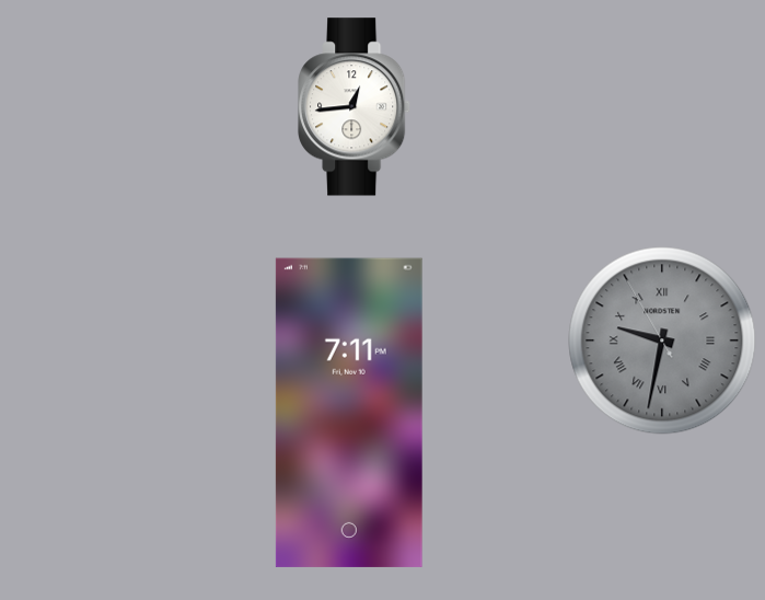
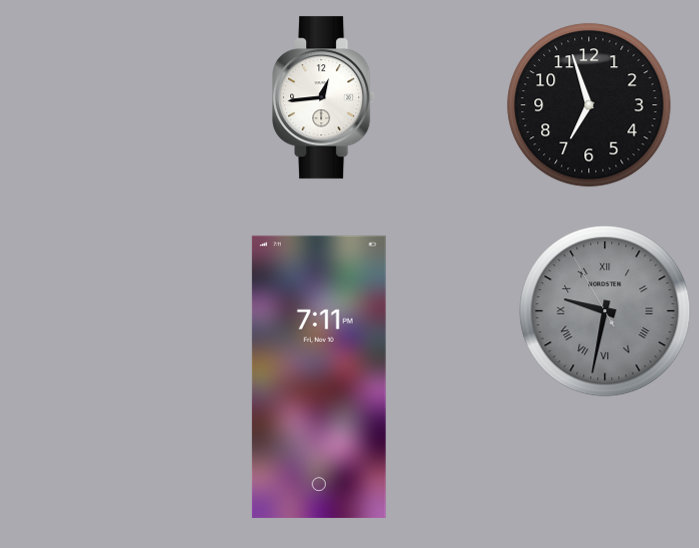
clock at (589, 105): none -> 6:57
